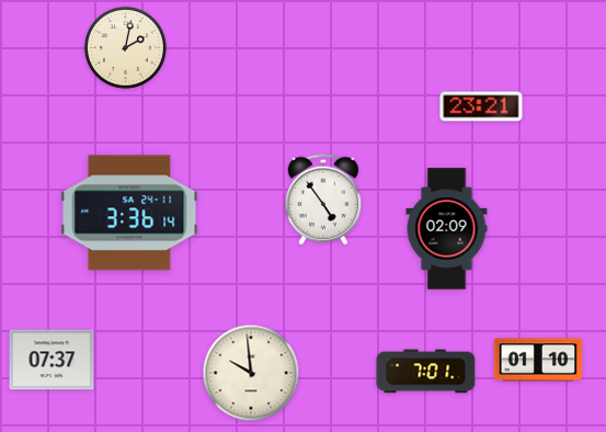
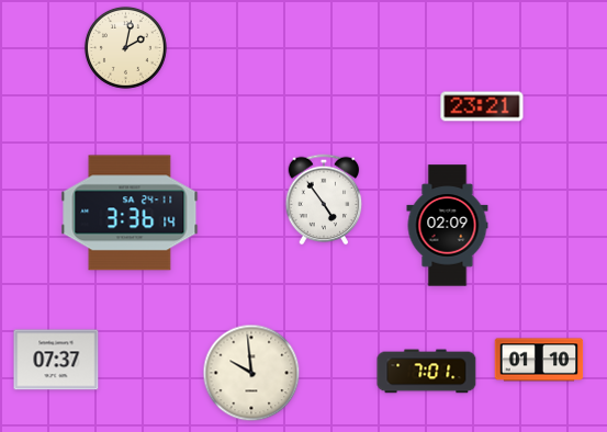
clock at (447, 229) position: (447, 229) -> (448, 226)
clock at (52, 360) position: (52, 360) -> (56, 360)
